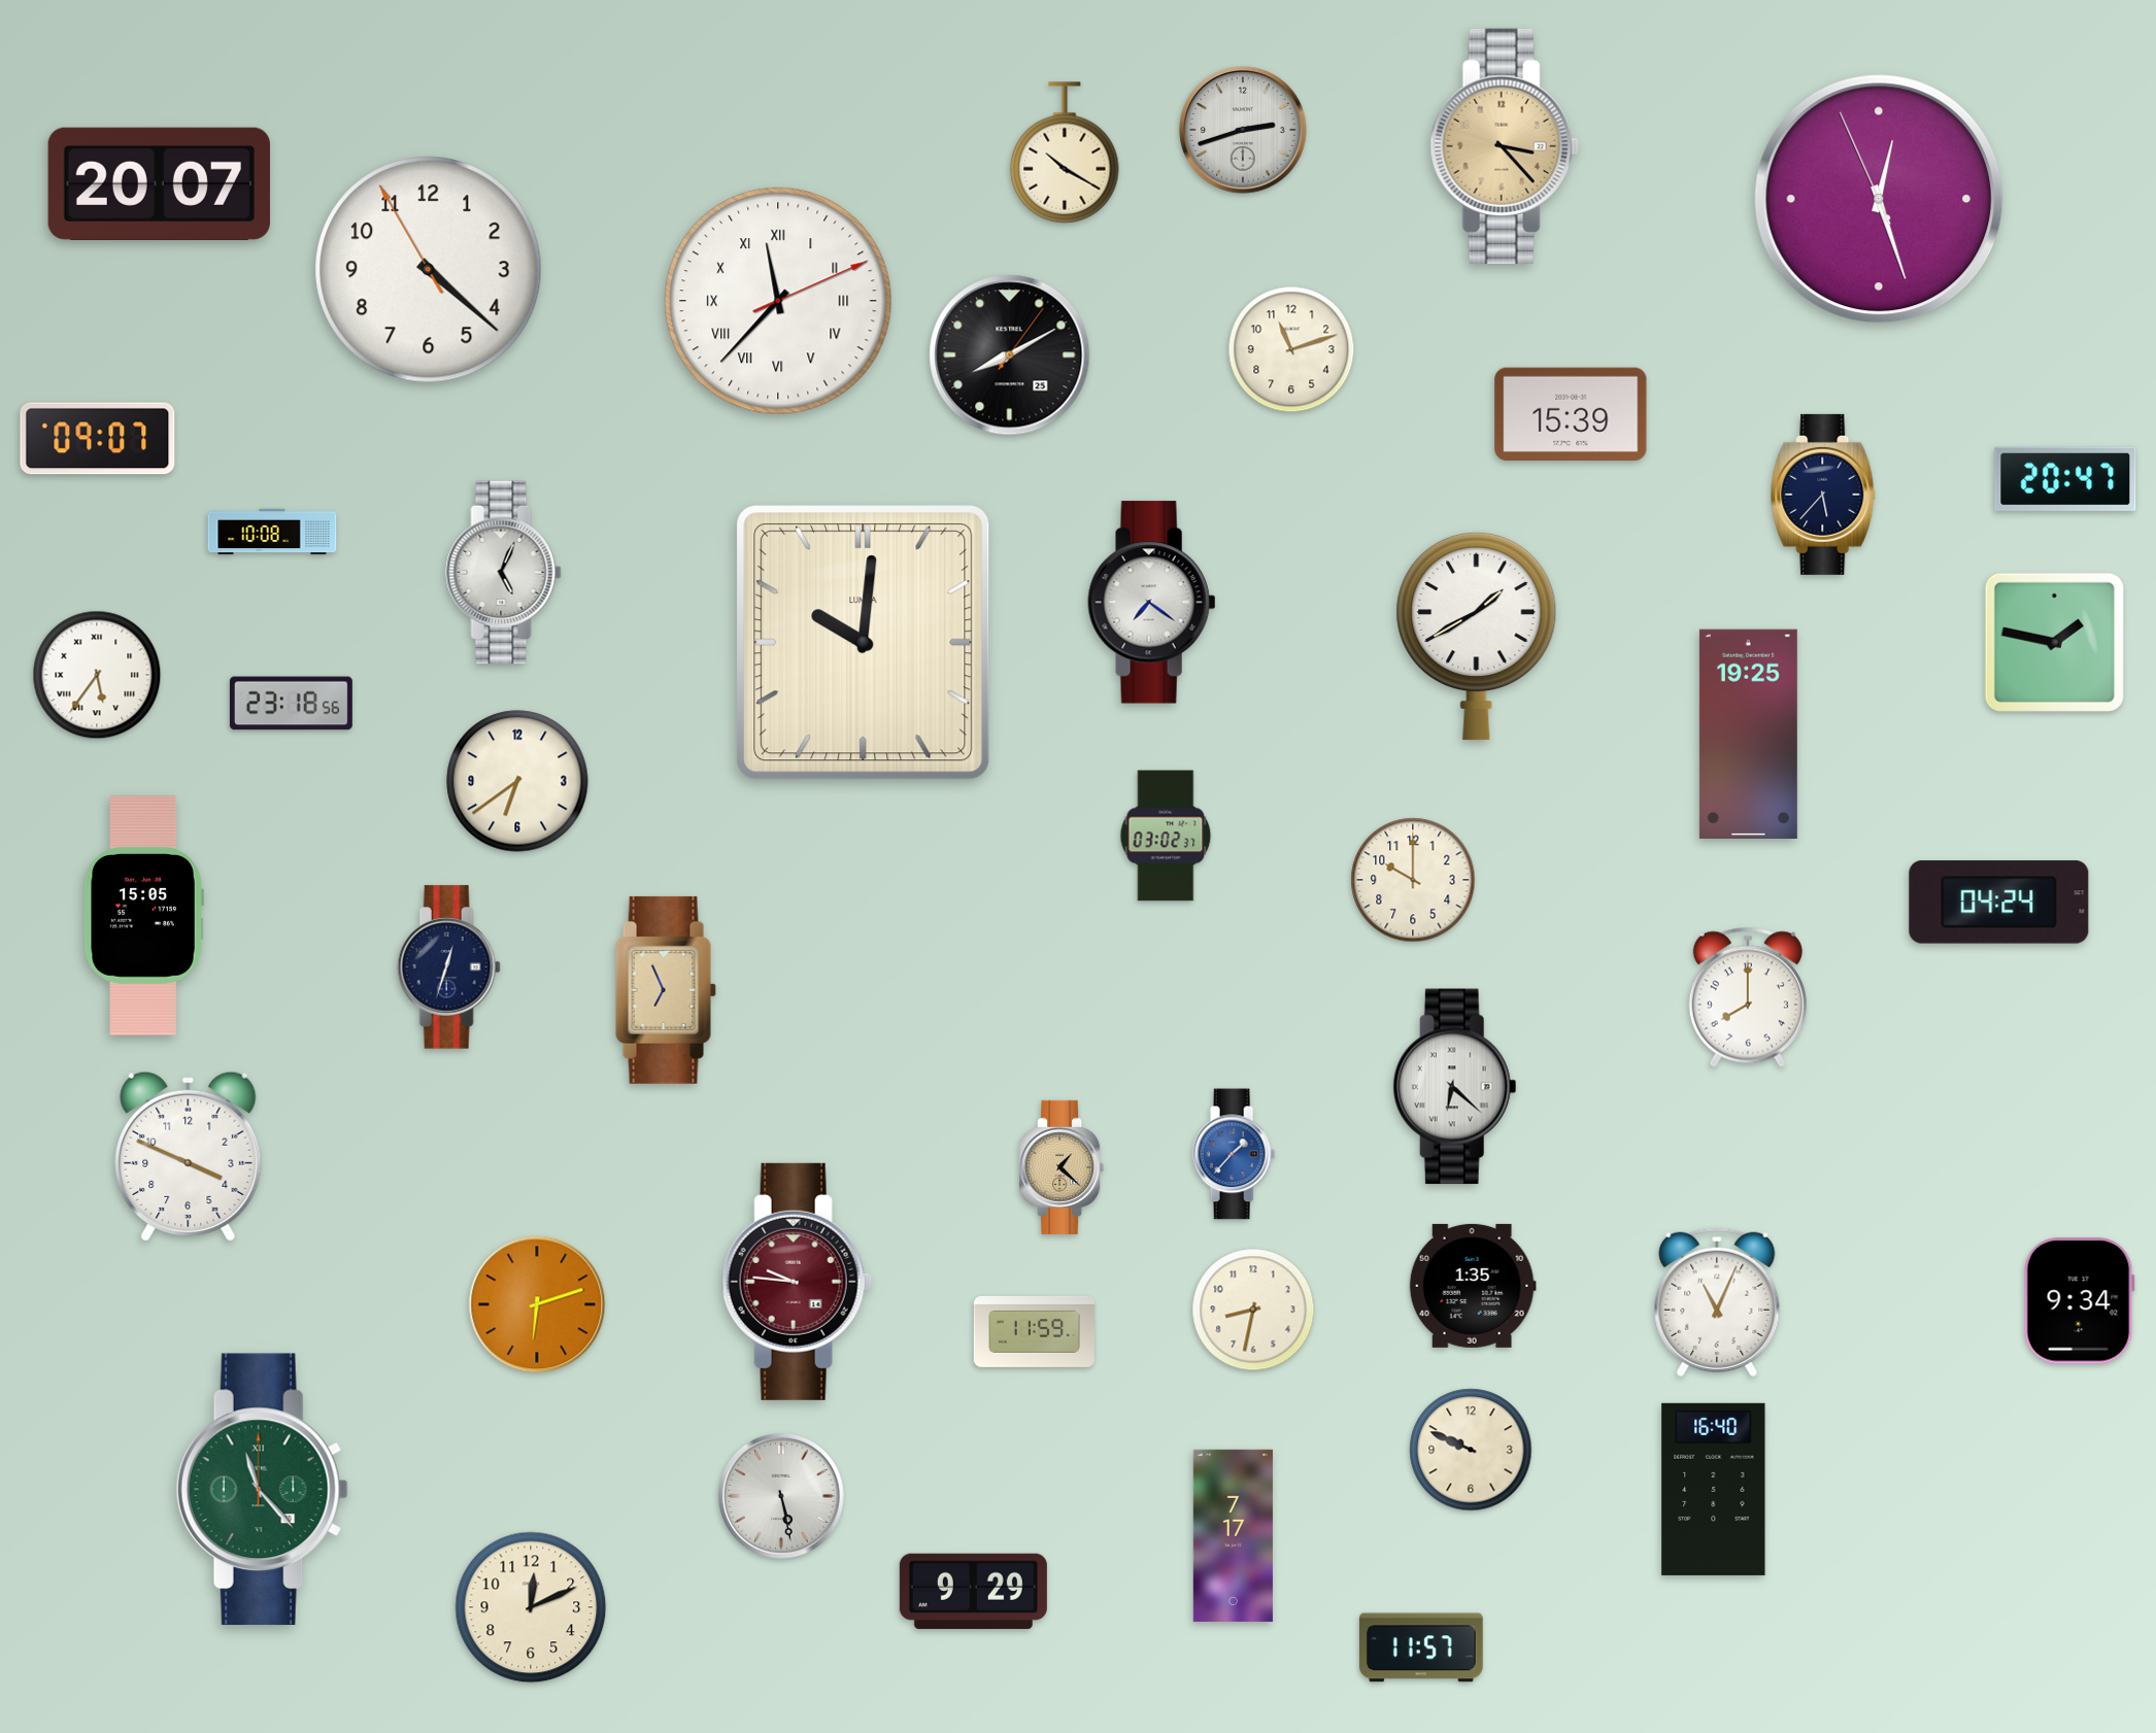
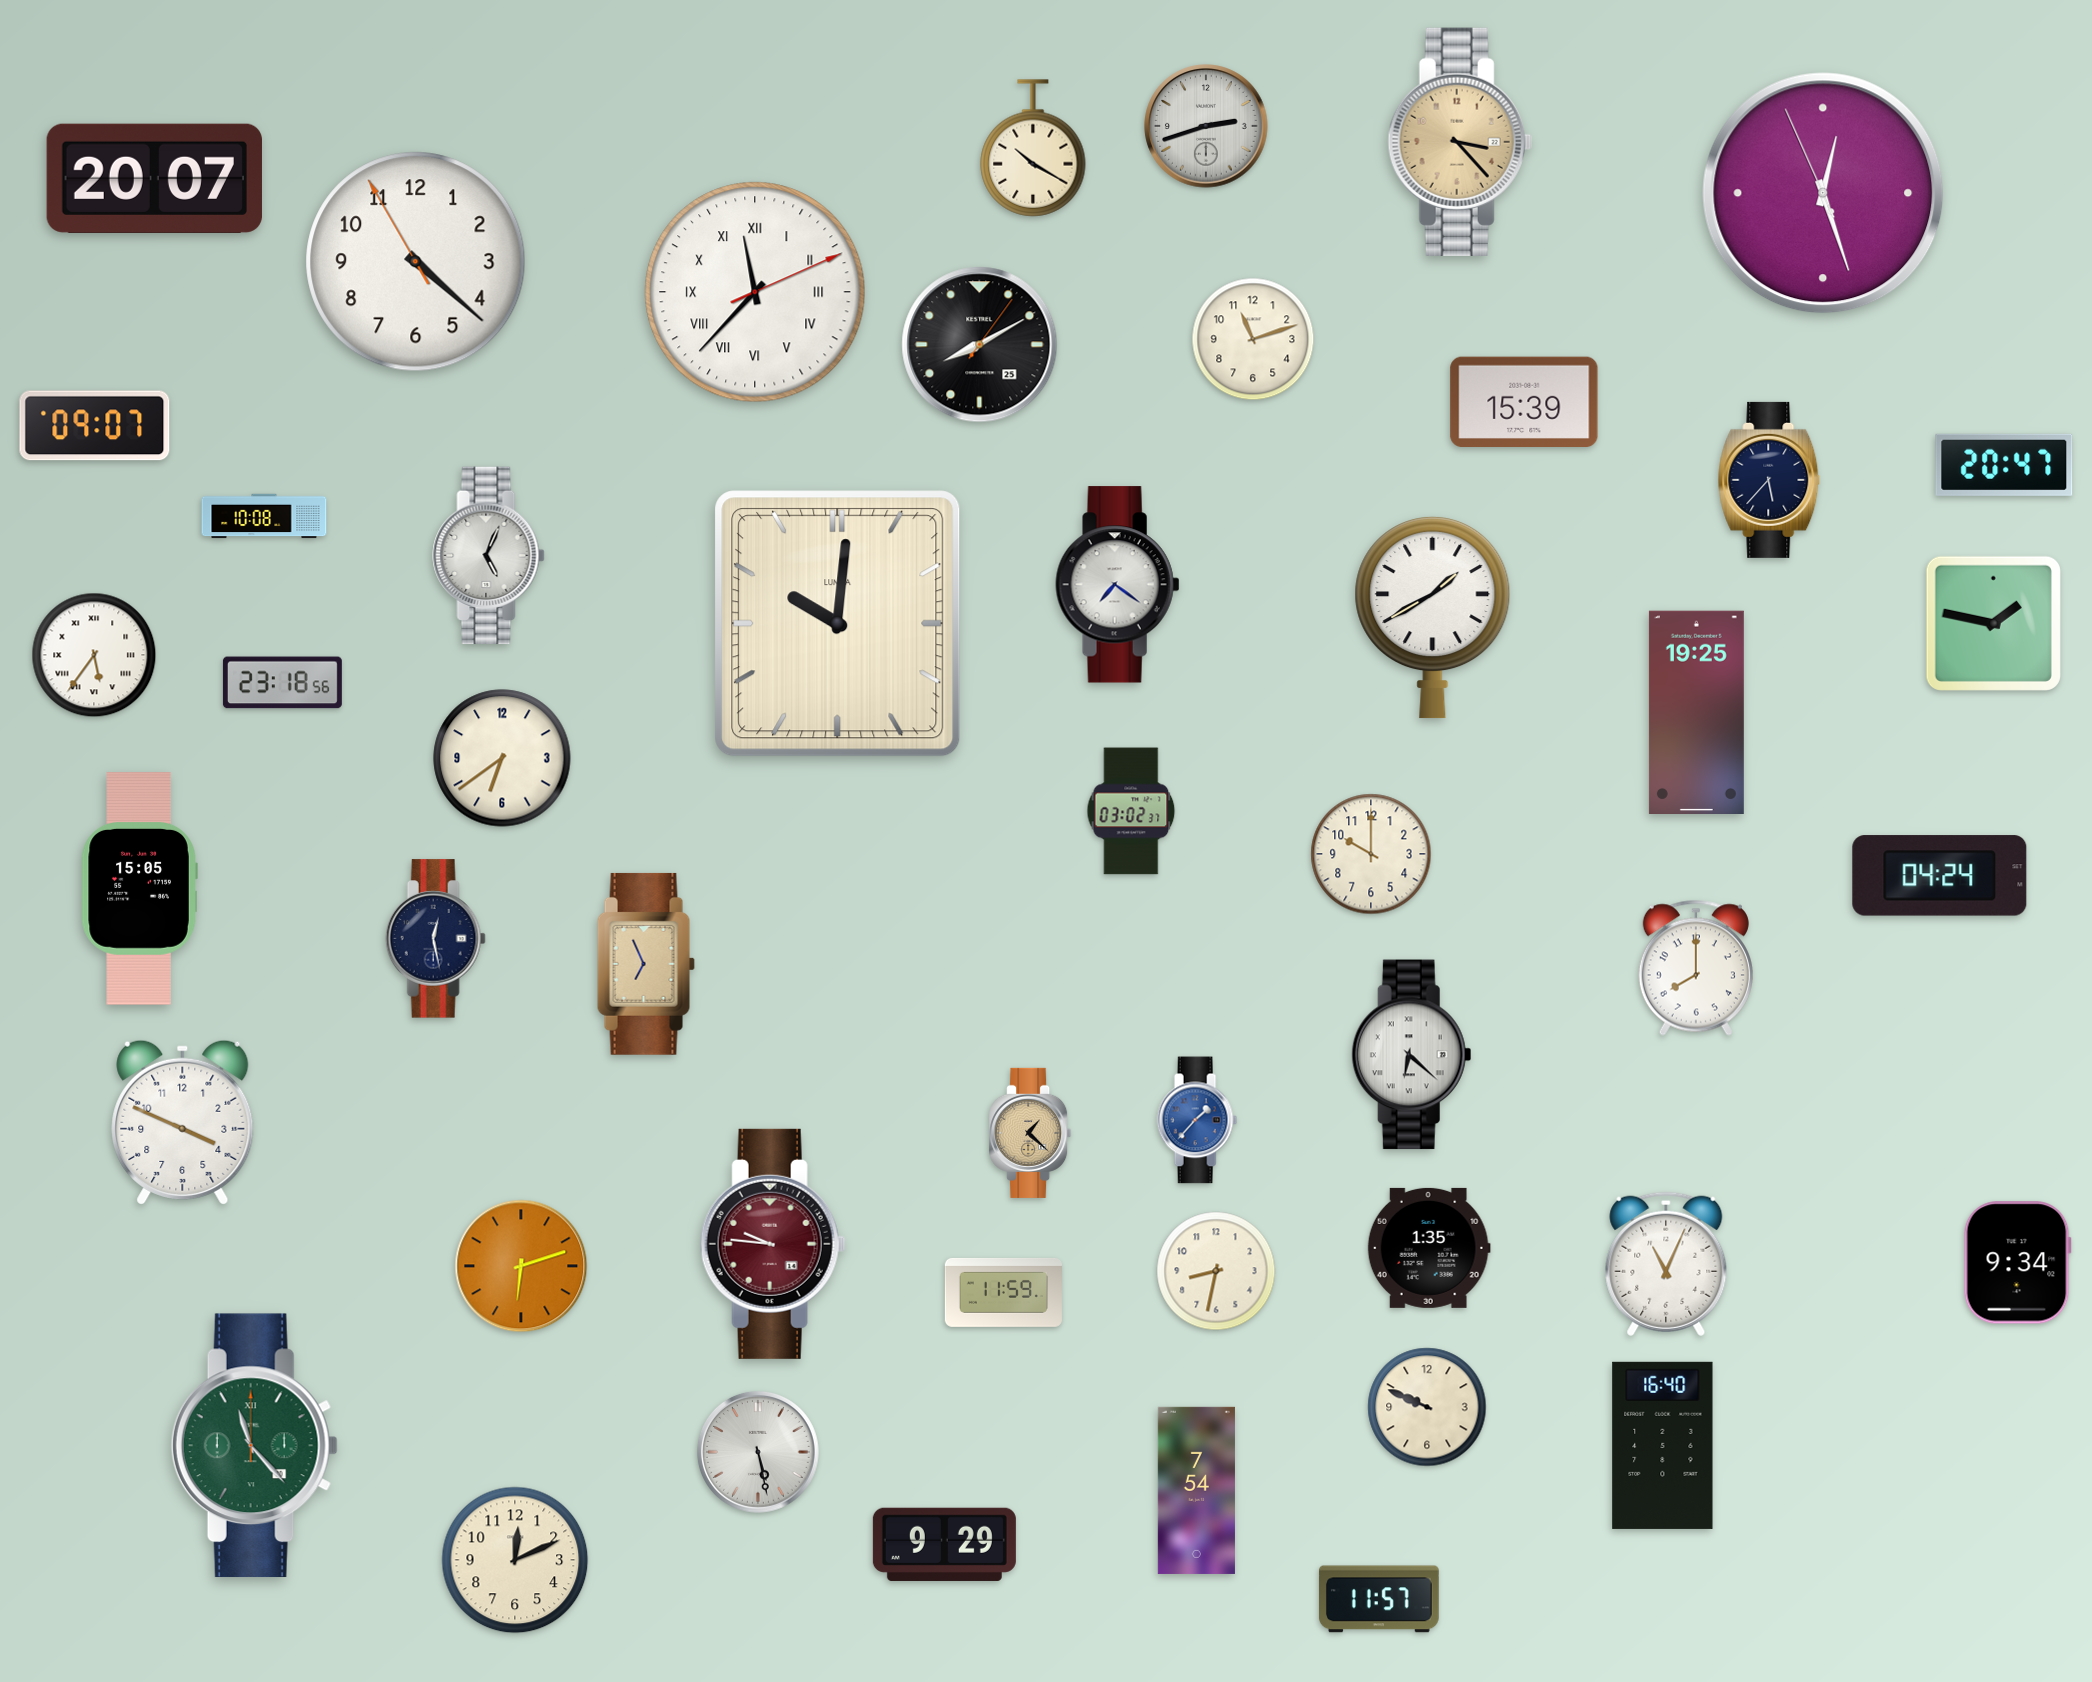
clock at (448, 967): 12:33 -> 12:28
clock at (666, 990) position: (666, 990) -> (646, 964)
clock at (1233, 1535): 7:17 -> 7:54
